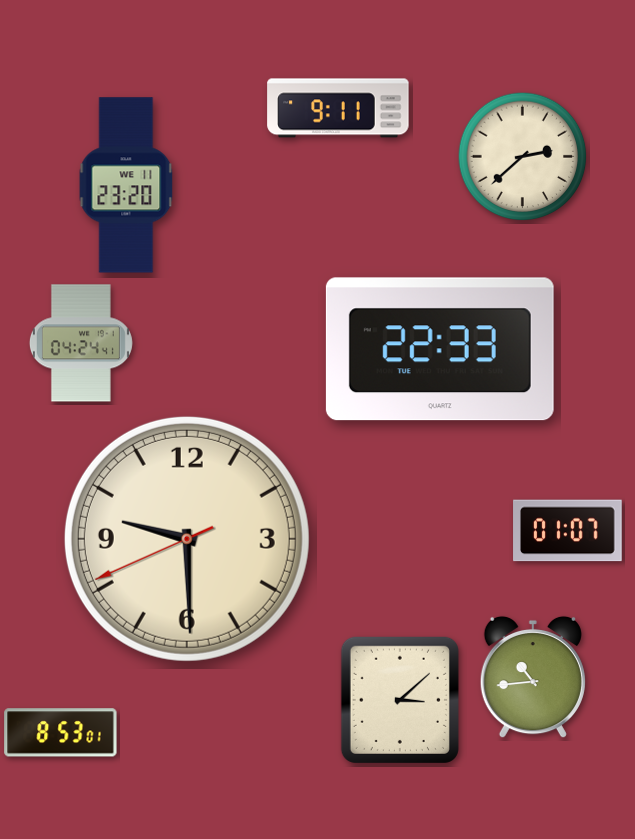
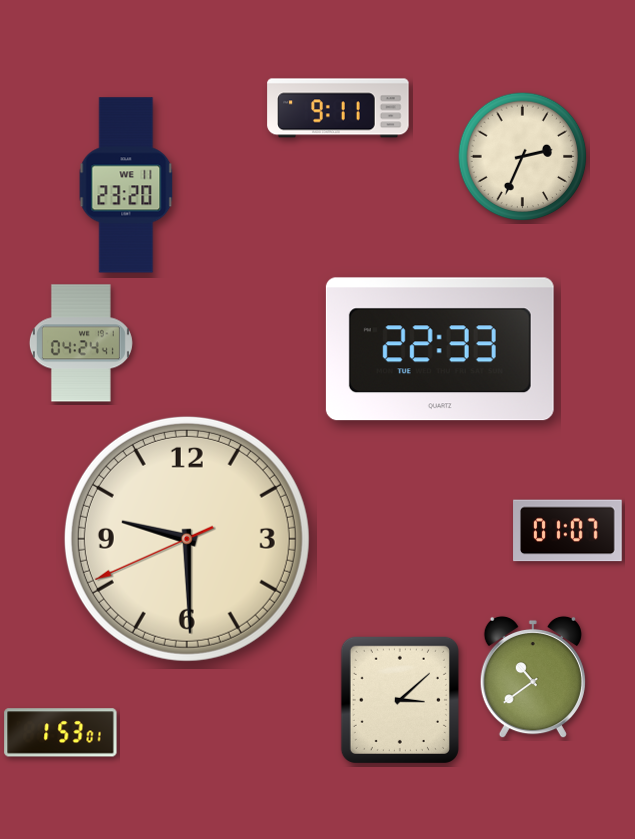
clock at (523, 157): 2:38 -> 2:34
clock at (533, 677): 10:44 -> 10:39
clock at (61, 733): 8:53 -> 1:53
